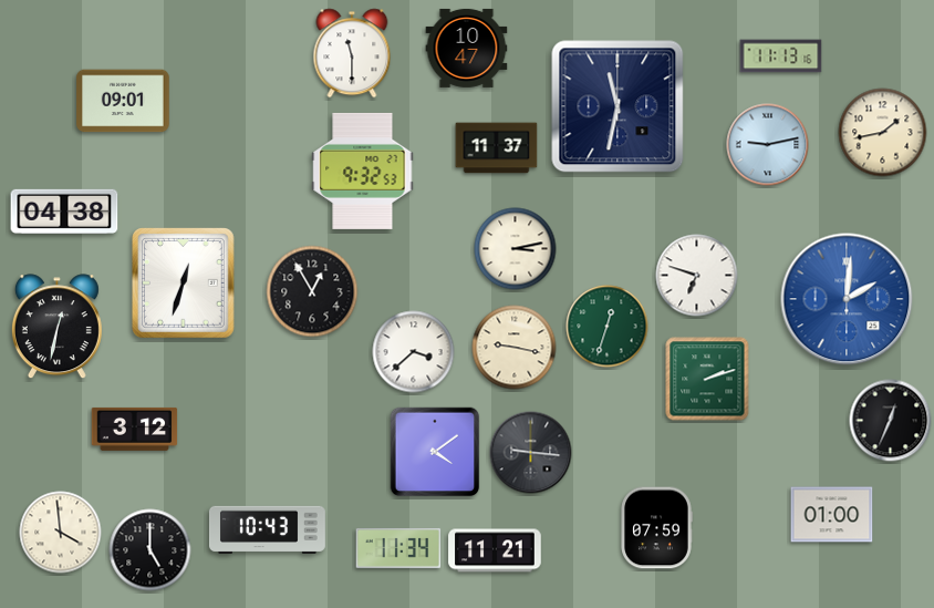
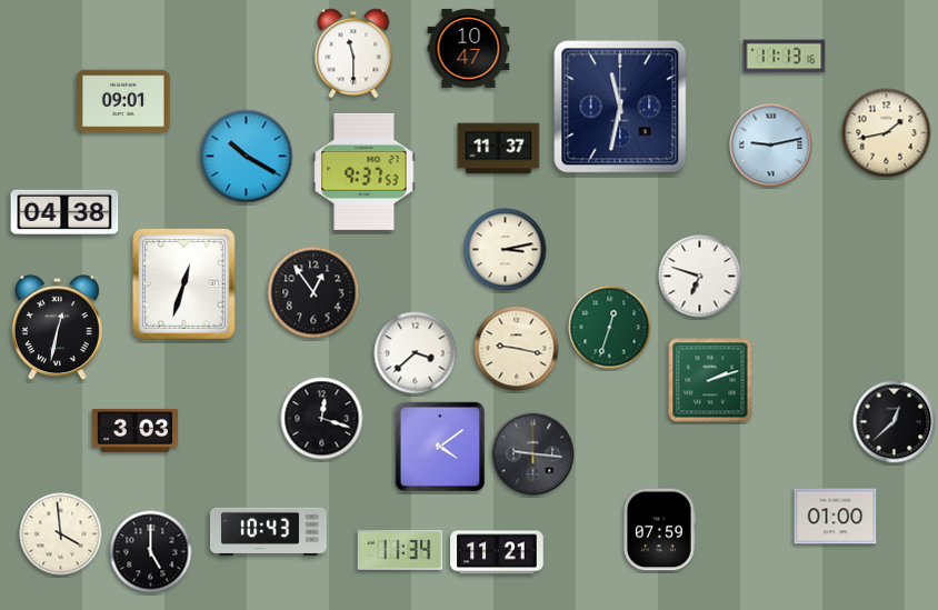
clock at (247, 157): none -> 10:20
clock at (363, 171): 9:32 -> 9:37
clock at (516, 249) position: (516, 249) -> (506, 250)
clock at (312, 291): 12:55 -> 12:54
clock at (847, 299): 2:01 -> none
clock at (322, 419): none -> 12:18
clock at (891, 421): 12:34 -> 12:38
clock at (135, 429): 3:12 -> 3:03
clock at (435, 452) position: (435, 452) -> (440, 447)
